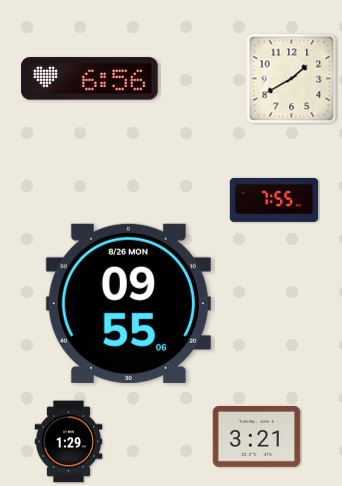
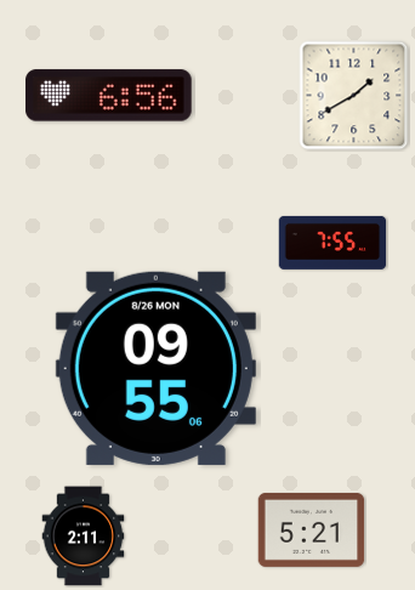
clock at (257, 436): 3:21 -> 5:21
clock at (69, 442): 1:29 -> 2:11
